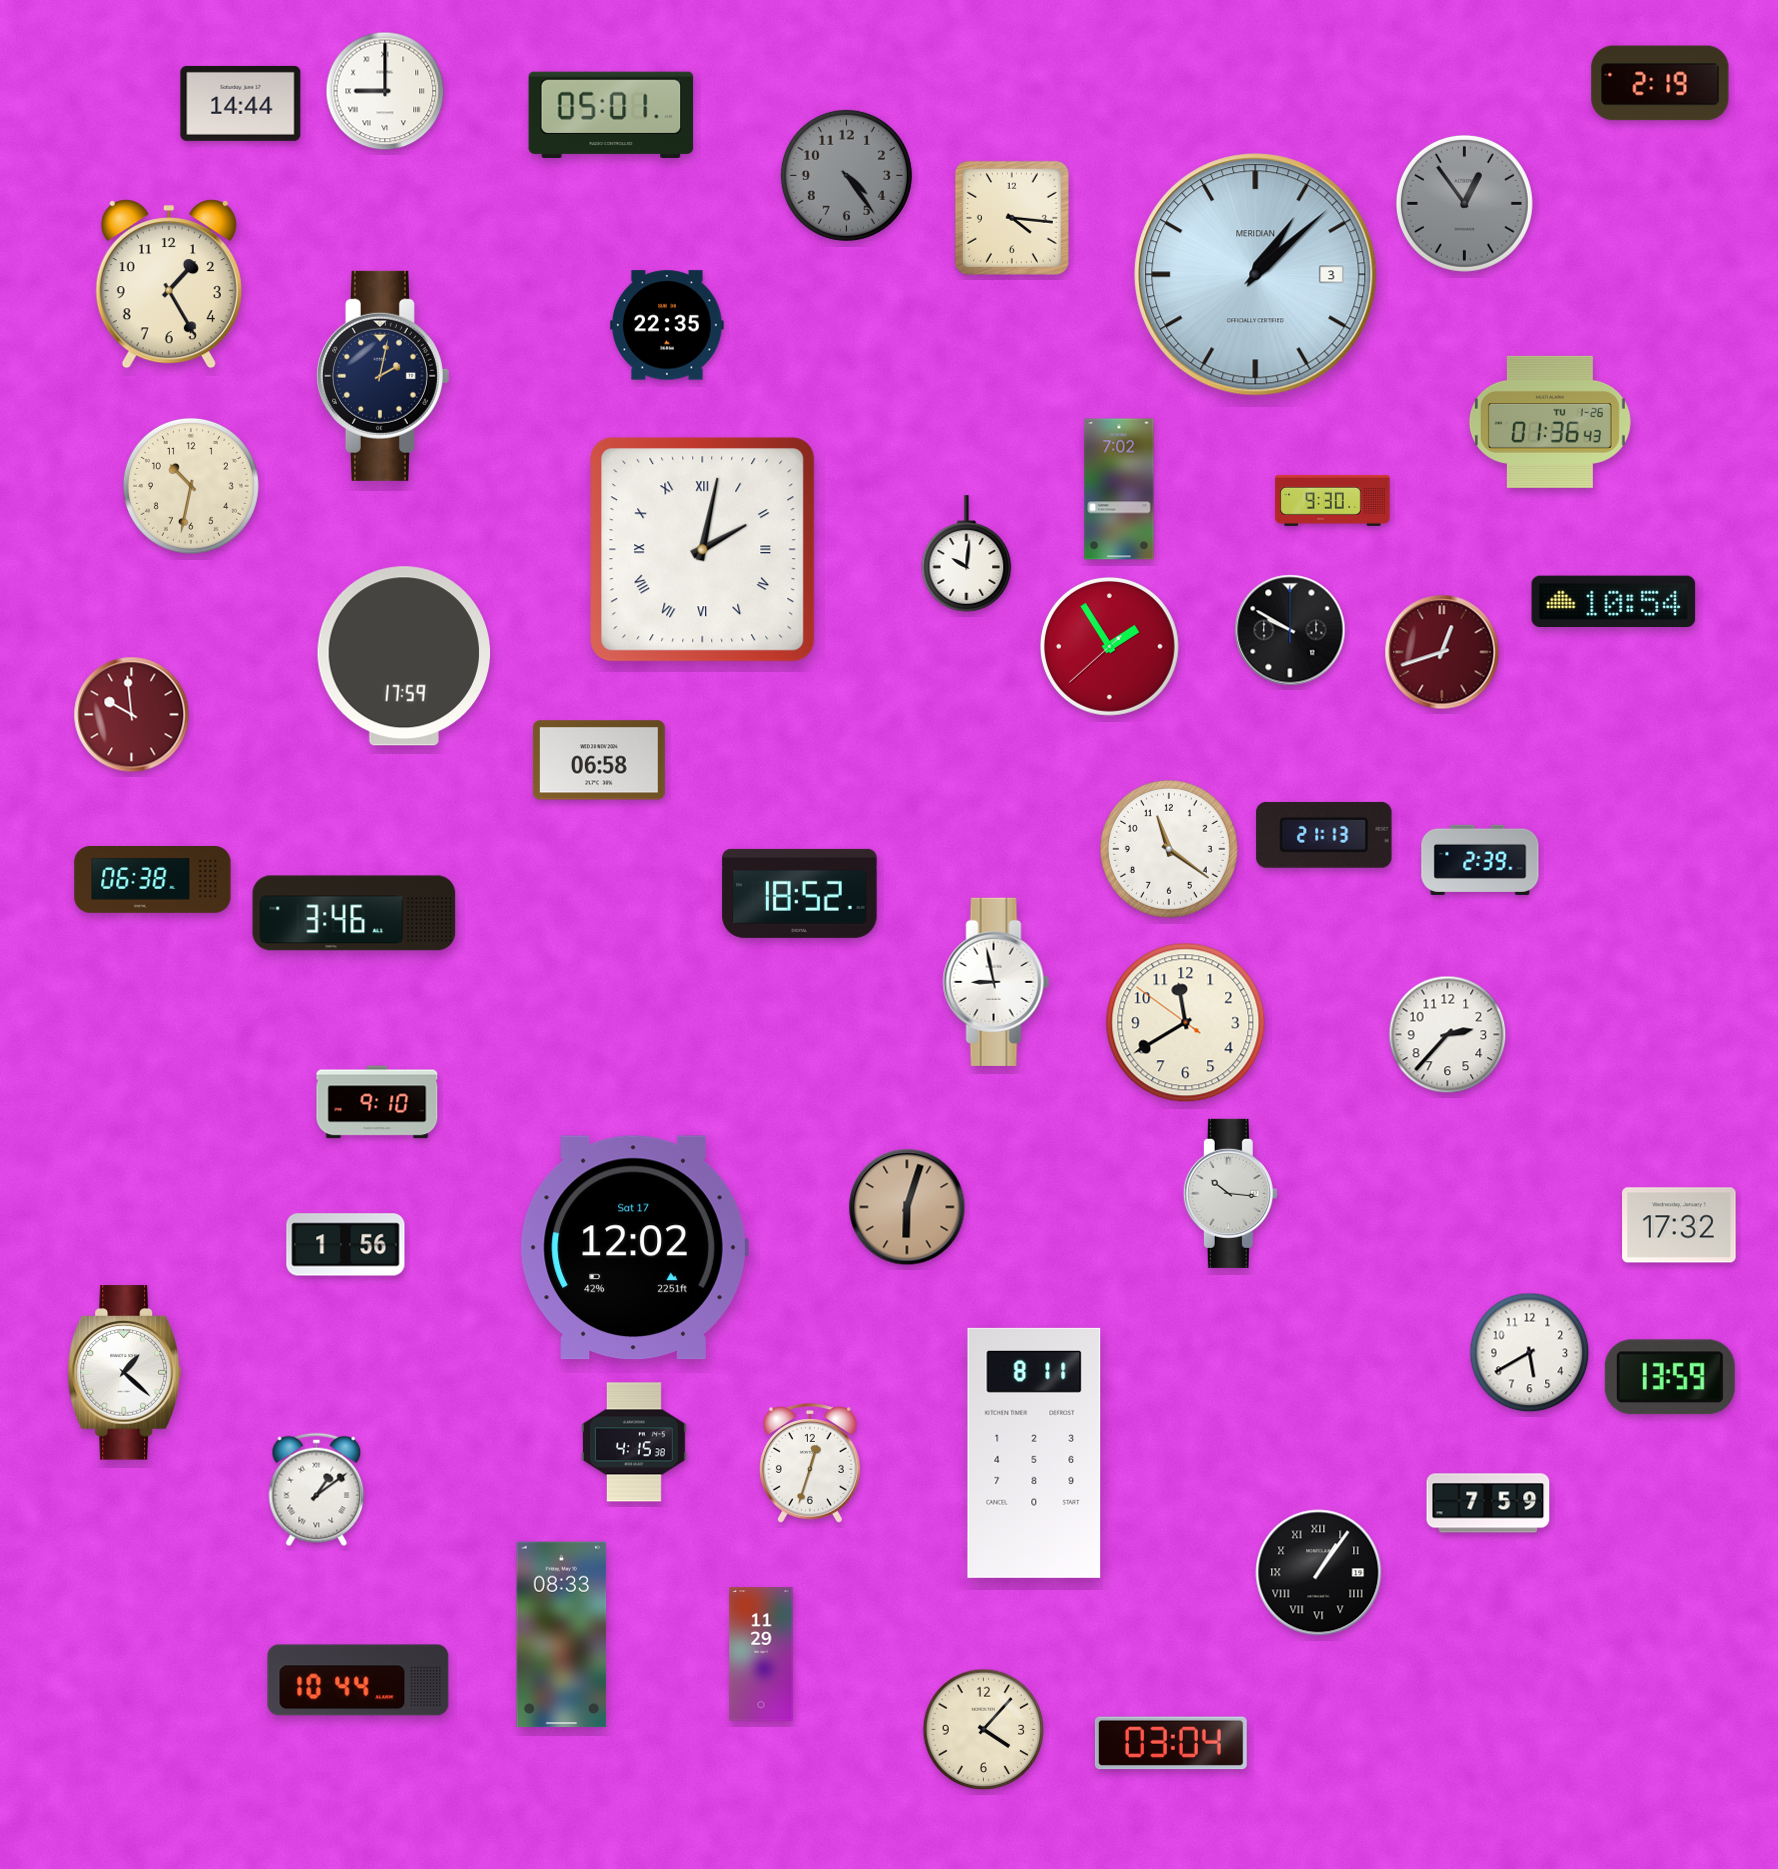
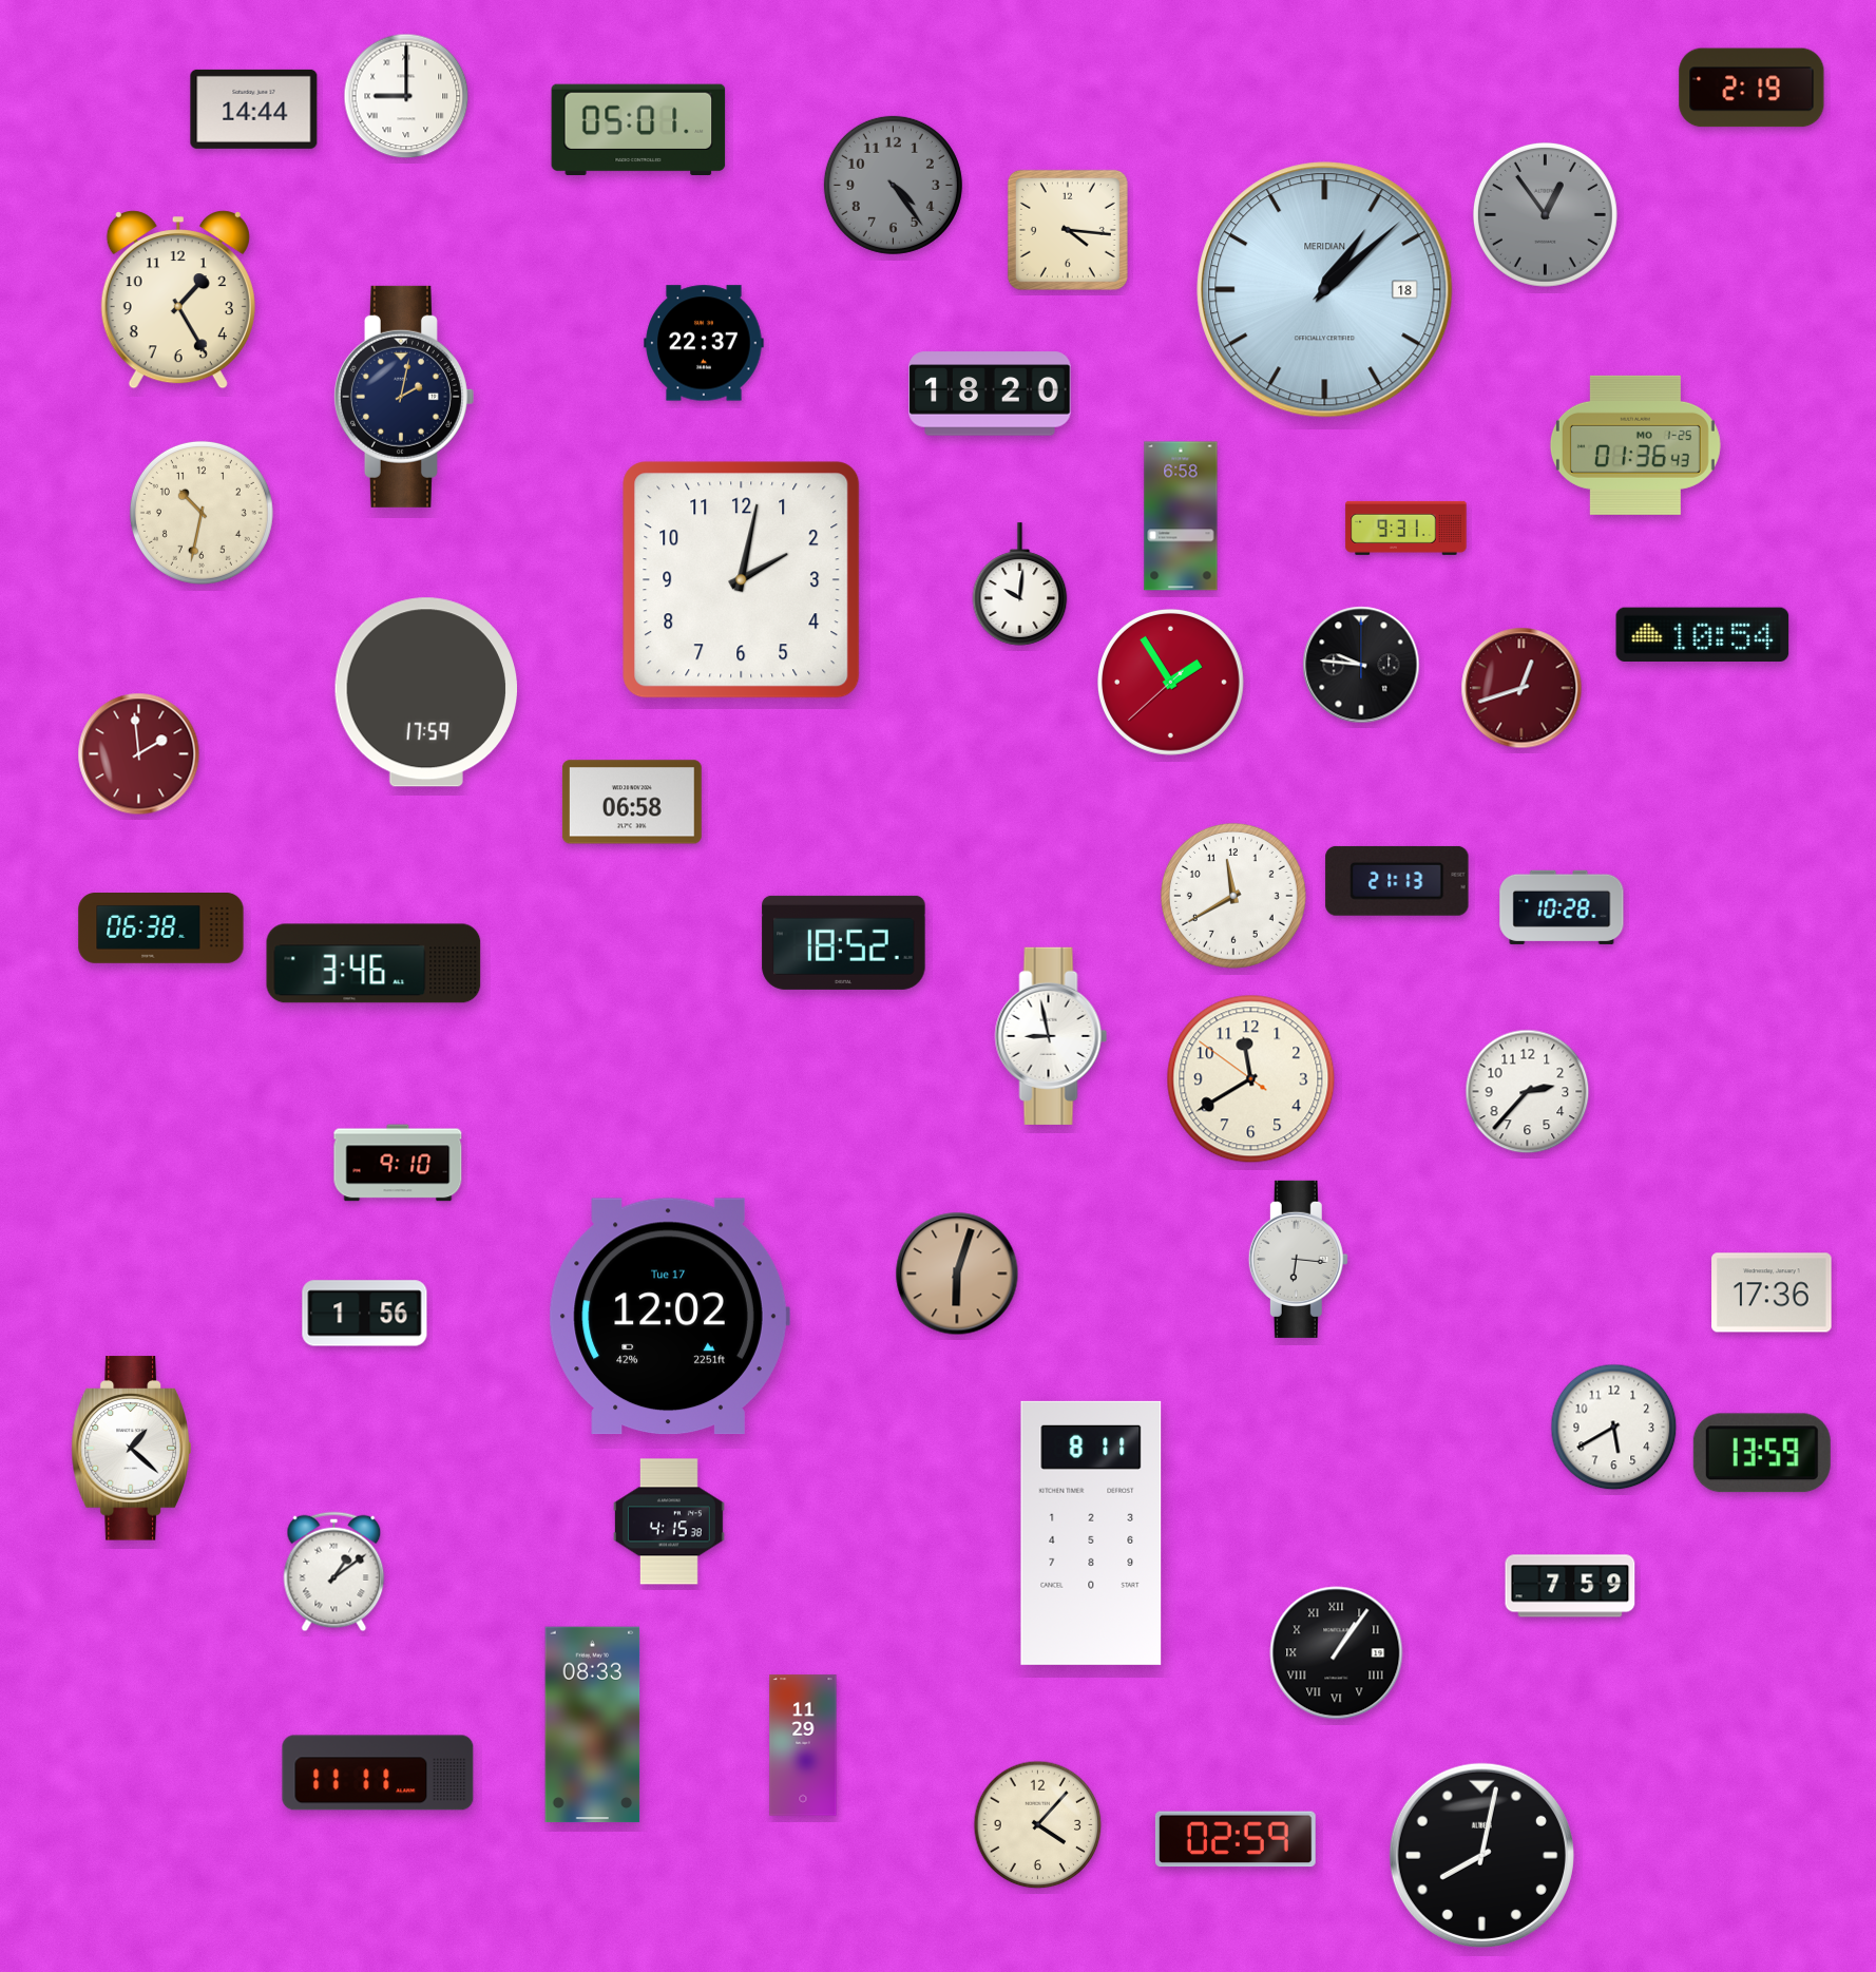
clock at (611, 114) position: (611, 114) -> (638, 129)
clock at (1256, 275) date: 3 -> 18
clock at (667, 325): 22:35 -> 22:37
clock at (990, 394): none -> 18:20
clock at (1550, 422) date: TU 1-26 -> MO 1-25
clock at (1119, 489): 7:02 -> 6:58
clock at (1333, 500): 9:30 -> 9:31
clock at (703, 550) numerals: Roman -> Arabic
clock at (1290, 630): 9:50 -> 9:46
clock at (132, 715): 9:59 -> 1:59
clock at (1169, 849): 11:21 -> 11:40
clock at (1480, 860): 2:39 -> 10:28
clock at (1230, 1193): 10:16 -> 6:16
clock at (1679, 1225): 17:32 -> 17:36
clock at (634, 1248) date: Sat 17 -> Tue 17
clock at (810, 1463): 12:33 -> none
clock at (1319, 1573) position: (1319, 1573) -> (1337, 1653)
clock at (358, 1680): 10:44 -> 11:11
clock at (1171, 1743): 03:04 -> 02:59
clock at (1481, 1855): none -> 8:02
